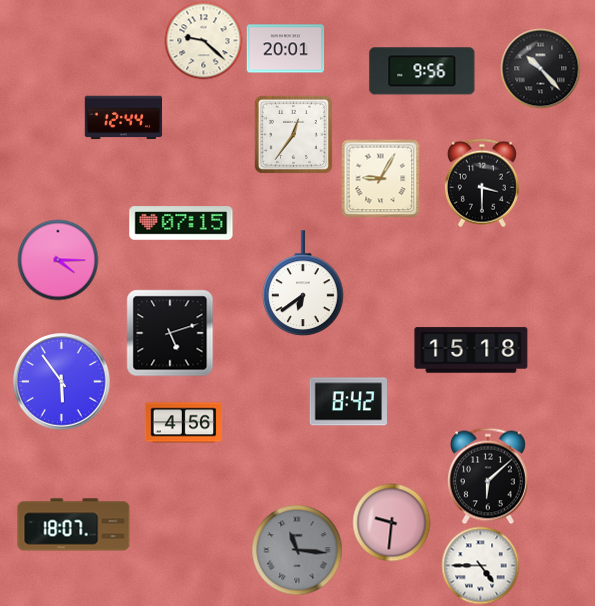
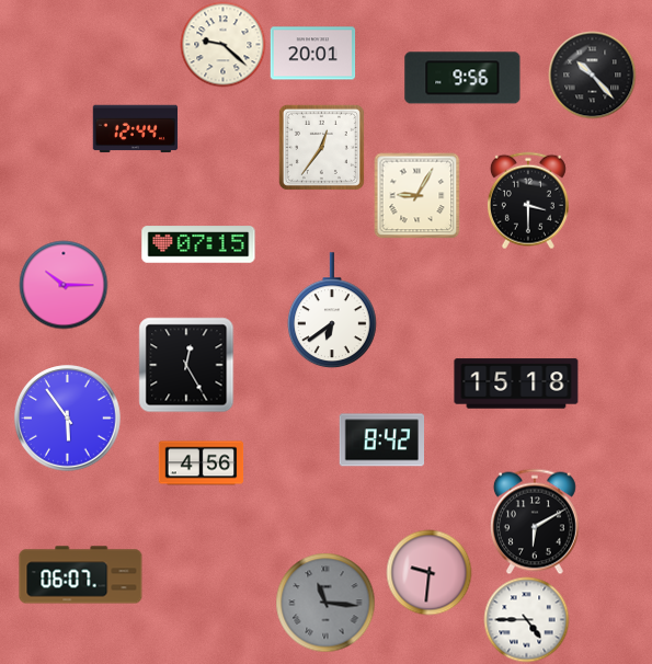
clock at (58, 260): 4:15 -> 10:15
clock at (170, 333): 5:12 -> 12:25
clock at (488, 476): 6:08 -> 6:10
clock at (74, 525): 18:07 -> 06:07
